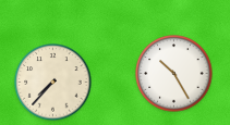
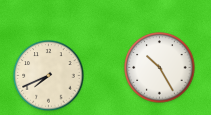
clock at (53, 83): 7:37 -> 7:41
